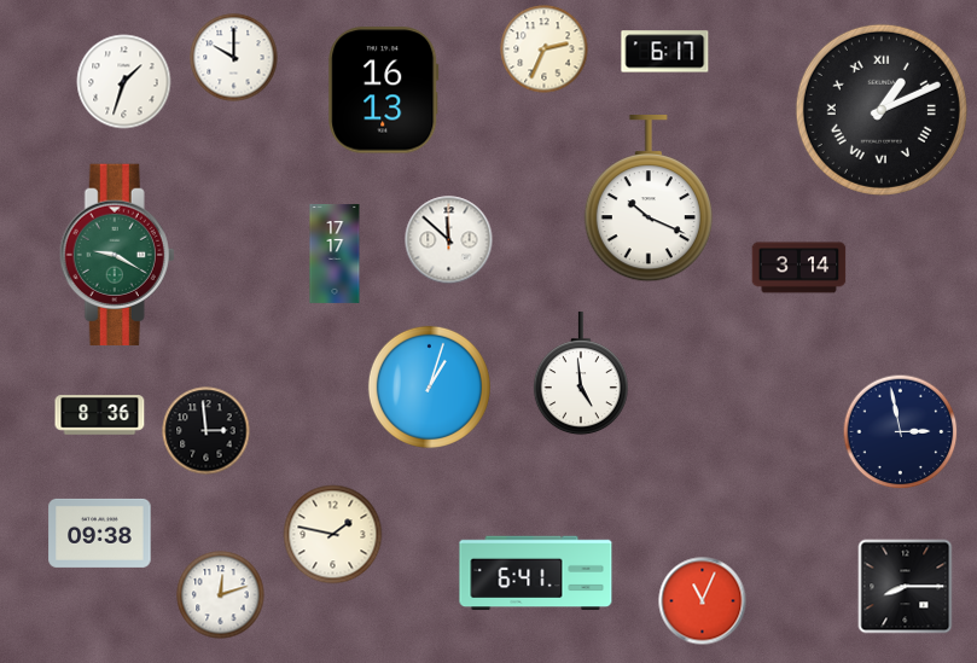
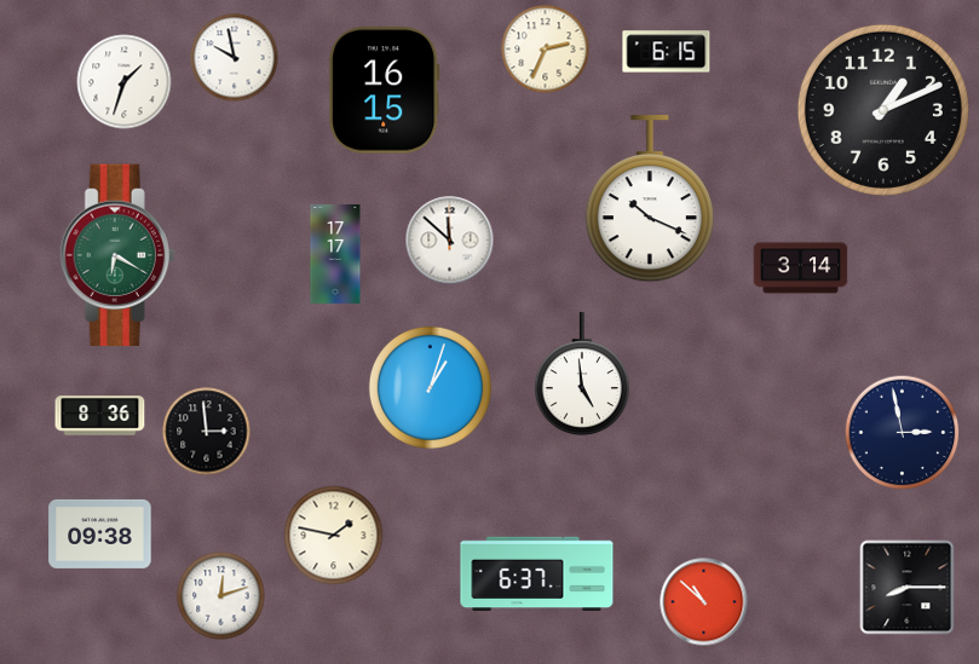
clock at (665, 52): 6:17 -> 6:15
clock at (234, 58): 10:00 -> 9:58
clock at (384, 91): 16:13 -> 16:15
clock at (882, 110) numerals: Roman -> Arabic
clock at (117, 254): 9:20 -> 6:20
clock at (536, 574): 6:41 -> 6:37
clock at (703, 601): 11:04 -> 10:52
